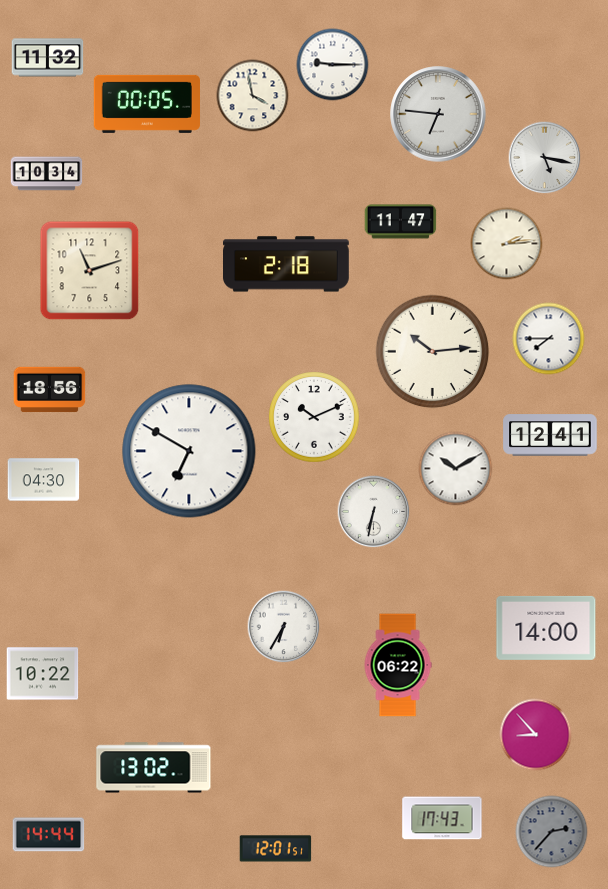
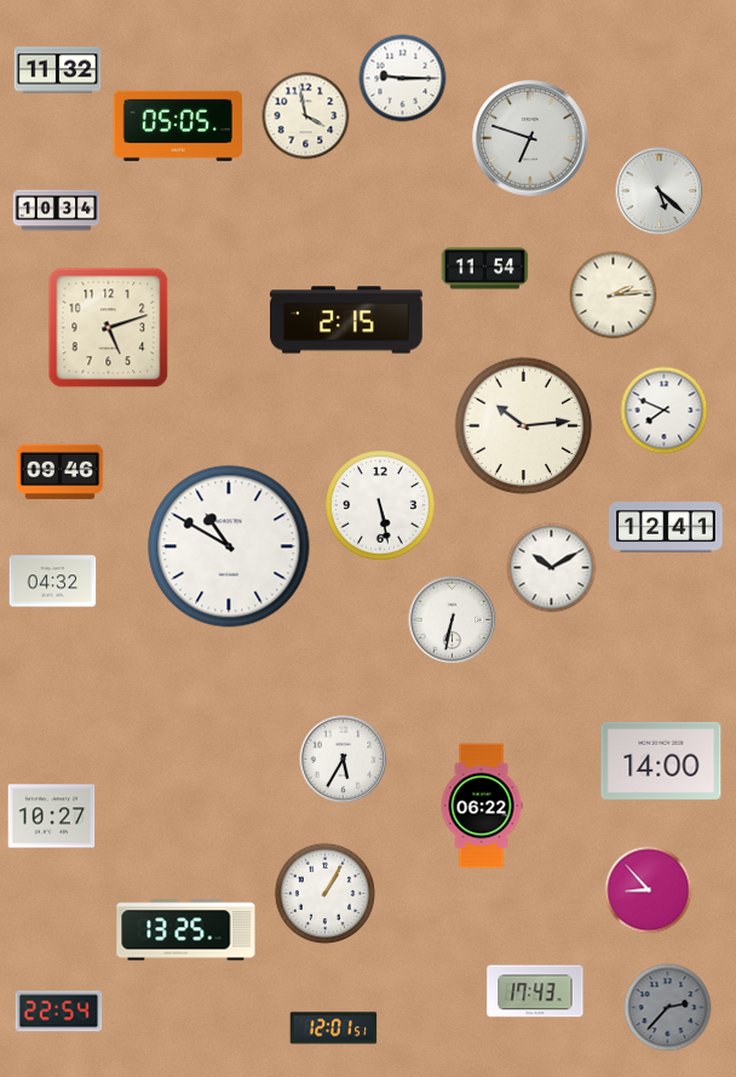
clock at (147, 104): 00:05 -> 05:05
clock at (438, 114): 6:46 -> 6:48
clock at (545, 158): 5:17 -> 5:22
clock at (401, 222): 11:47 -> 11:54
clock at (287, 264): 2:18 -> 2:15
clock at (90, 271): 11:12 -> 5:12
clock at (549, 339): 7:45 -> 7:49
clock at (50, 390): 18:56 -> 09:46
clock at (314, 417): 10:11 -> 5:28
clock at (189, 451): 6:50 -> 10:50
clock at (44, 480): 04:30 -> 04:32
clock at (284, 627): 6:35 -> 5:35
clock at (43, 674): 10:22 -> 10:27
clock at (324, 893): none -> 1:05
clock at (154, 768): 13:02 -> 13:25
clock at (49, 835): 14:44 -> 22:54
